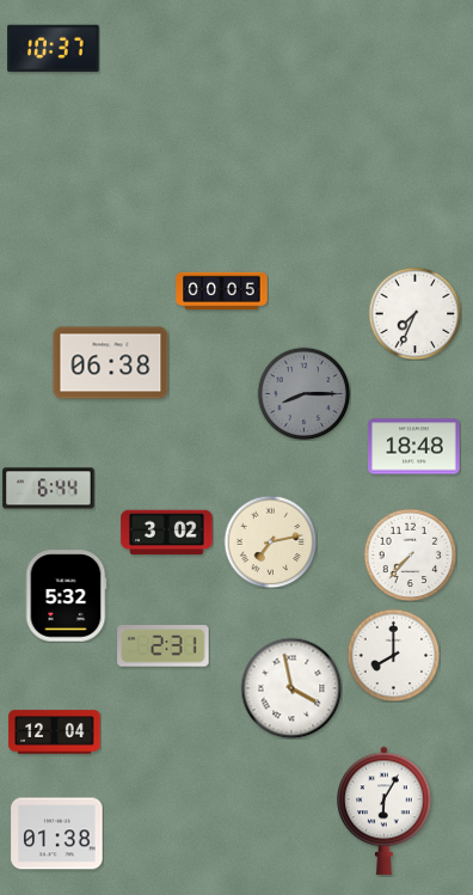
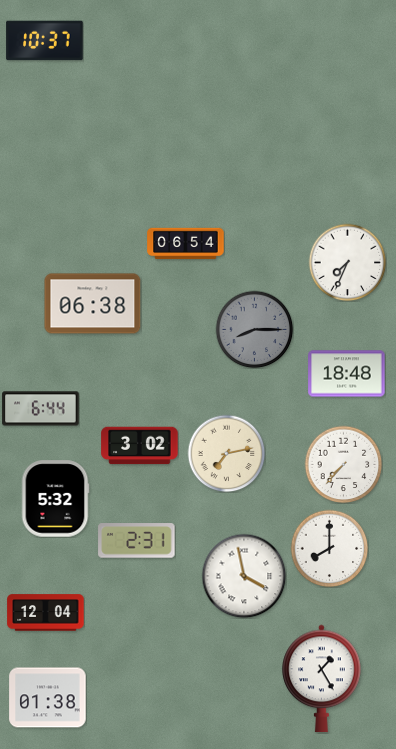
clock at (222, 292): 00:05 -> 06:54
clock at (385, 811): 6:05 -> 1:25
